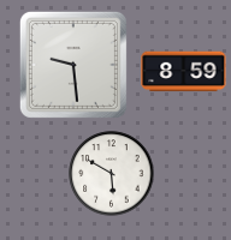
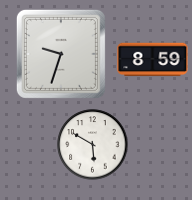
clock at (73, 65): 9:29 -> 9:33
